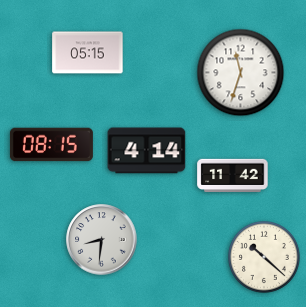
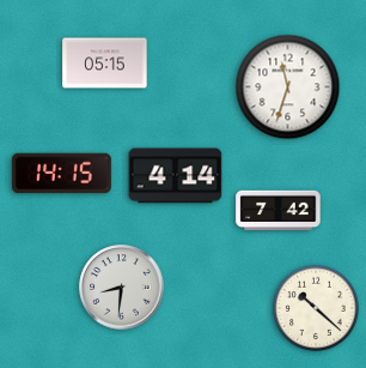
clock at (51, 145): 08:15 -> 14:15
clock at (147, 151) position: (147, 151) -> (176, 176)
clock at (233, 176): 11:42 -> 7:42
